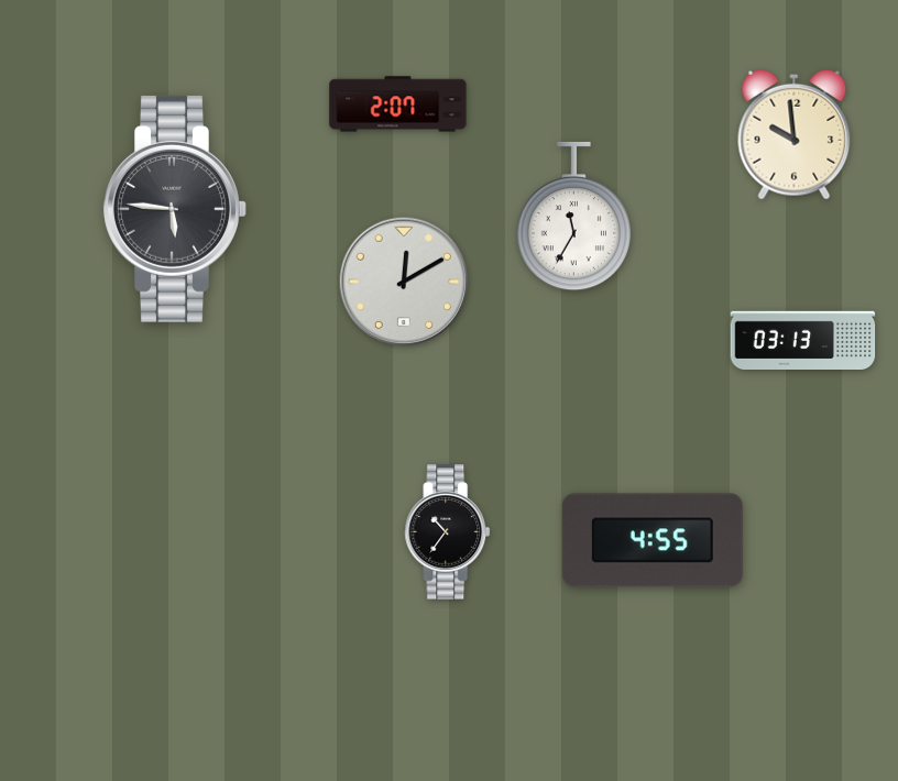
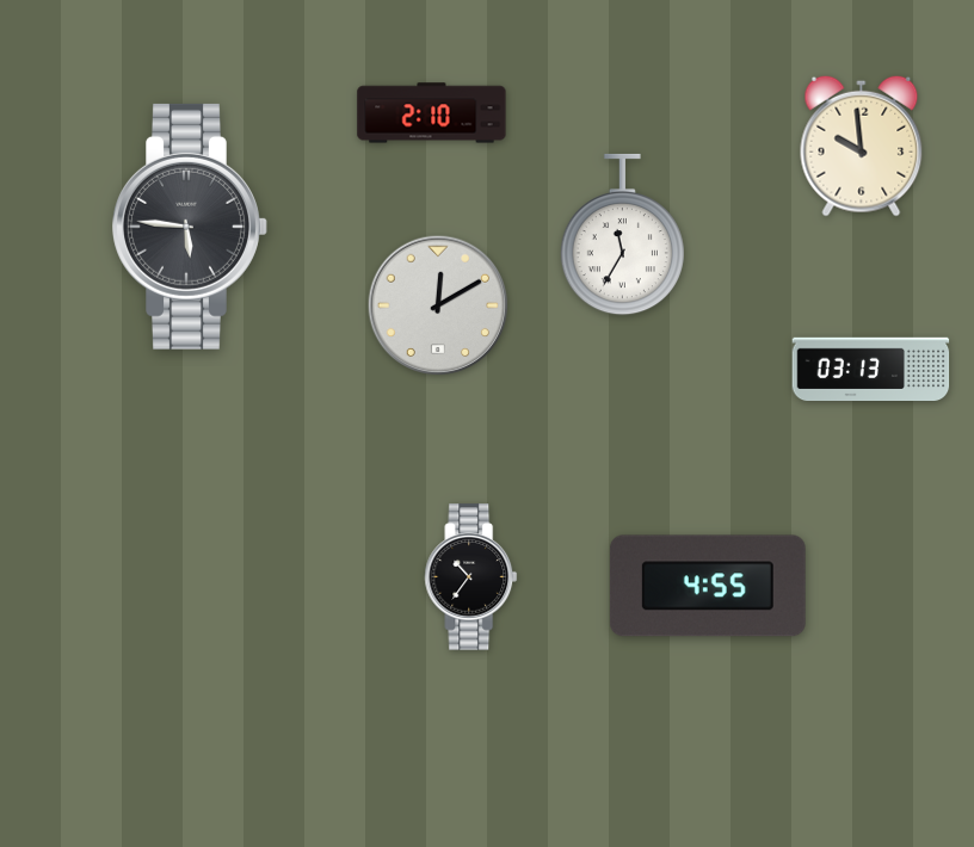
clock at (398, 105): 2:07 -> 2:10
clock at (448, 532) position: (448, 532) -> (471, 577)
